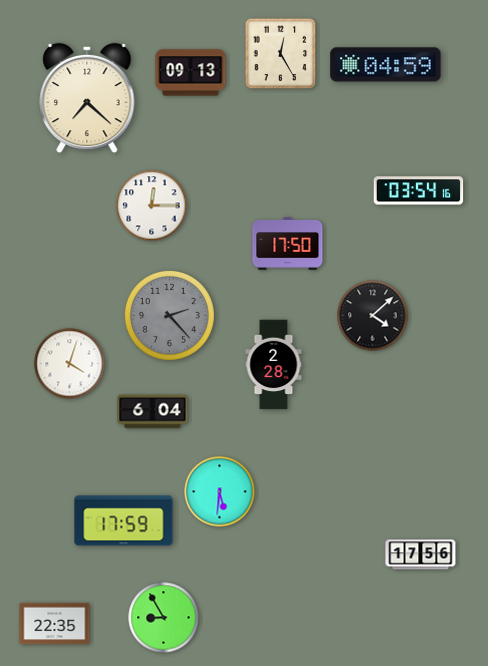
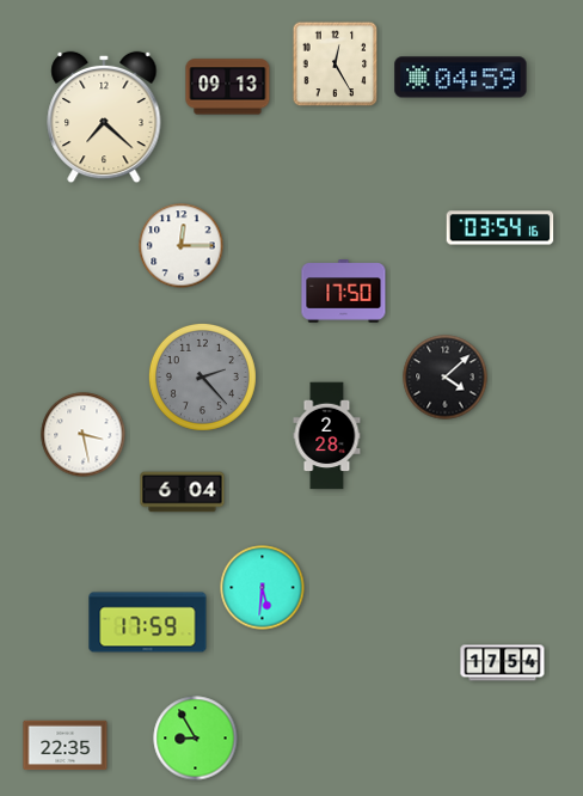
clock at (70, 364): 4:03 -> 3:28
clock at (421, 555): 17:56 -> 17:54
